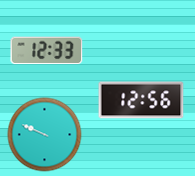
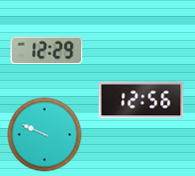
clock at (47, 51): 12:33 -> 12:29
